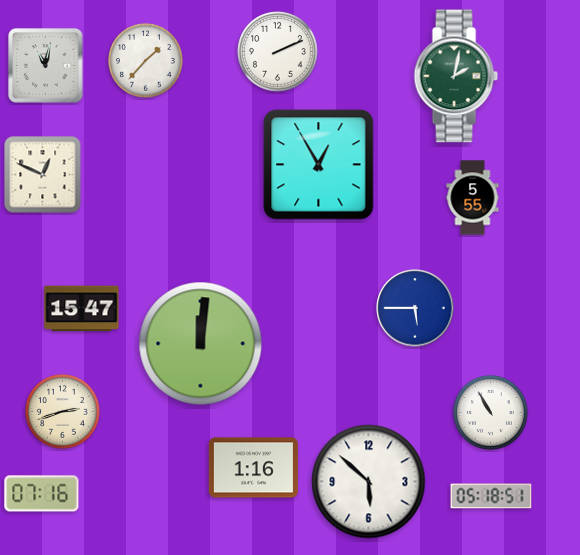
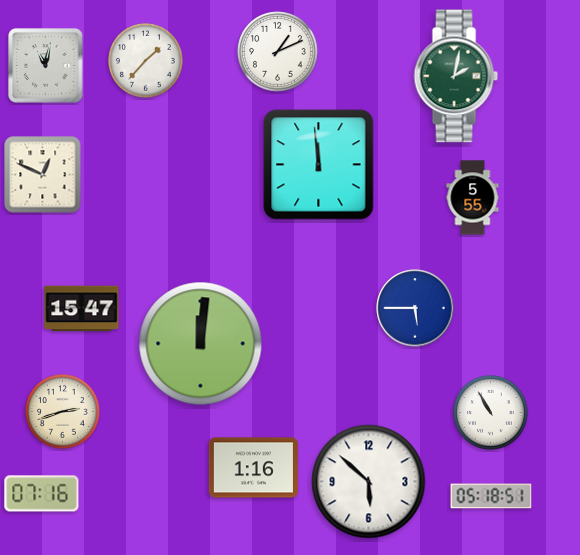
clock at (278, 52): 2:11 -> 1:11
clock at (319, 165): 12:55 -> 11:59
